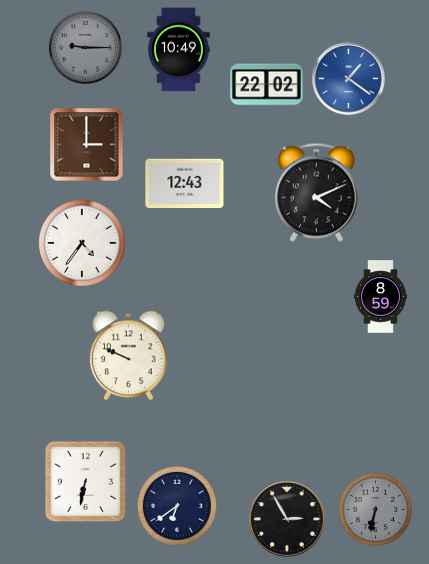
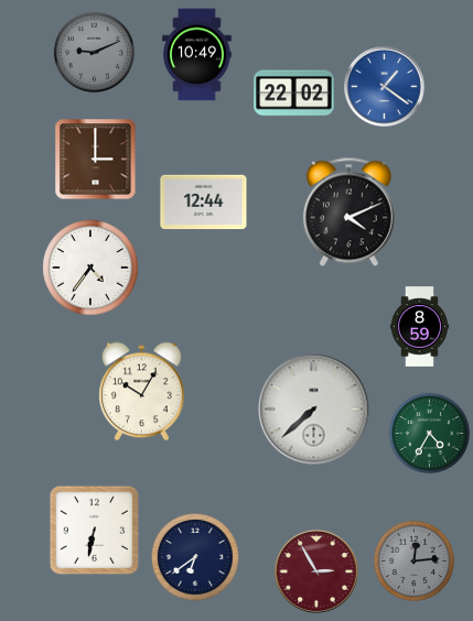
clock at (85, 47): 9:15 -> 9:11
clock at (185, 184): 12:43 -> 12:44
clock at (129, 356): 9:49 -> 10:05
clock at (314, 410): none -> 7:38
clock at (429, 433): none -> 4:35
clock at (375, 509): 6:32 -> 12:14
clock at (287, 519) dial: black -> burgundy
